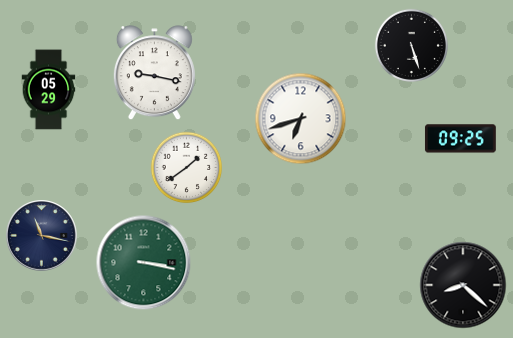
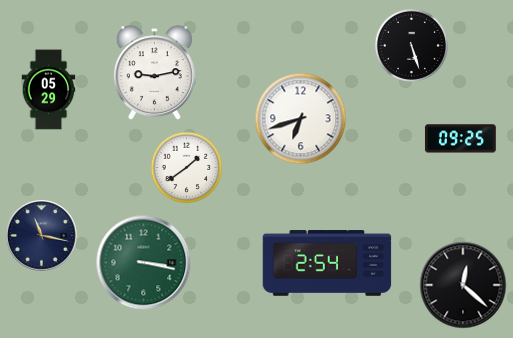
clock at (154, 73): 9:17 -> 9:13
clock at (327, 263): none -> 2:54
clock at (463, 285): 8:22 -> 12:22
